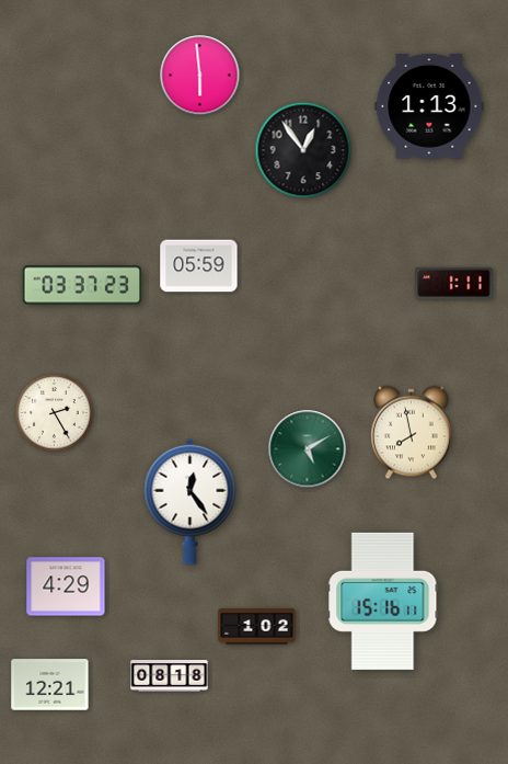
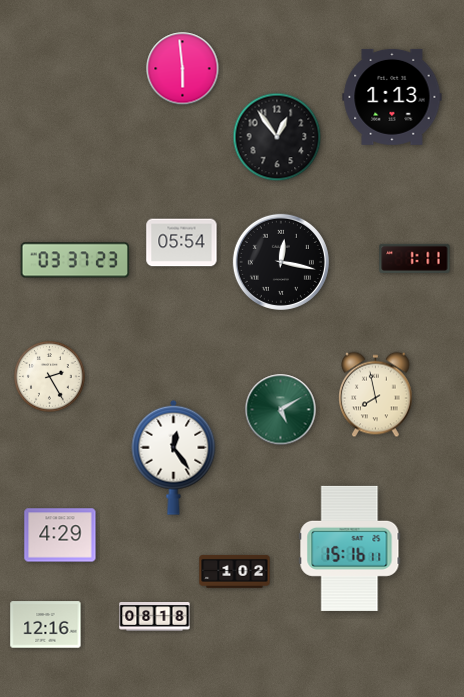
clock at (199, 266): 05:59 -> 05:54
clock at (281, 262): none -> 12:17
clock at (50, 685): 12:21 -> 12:16
